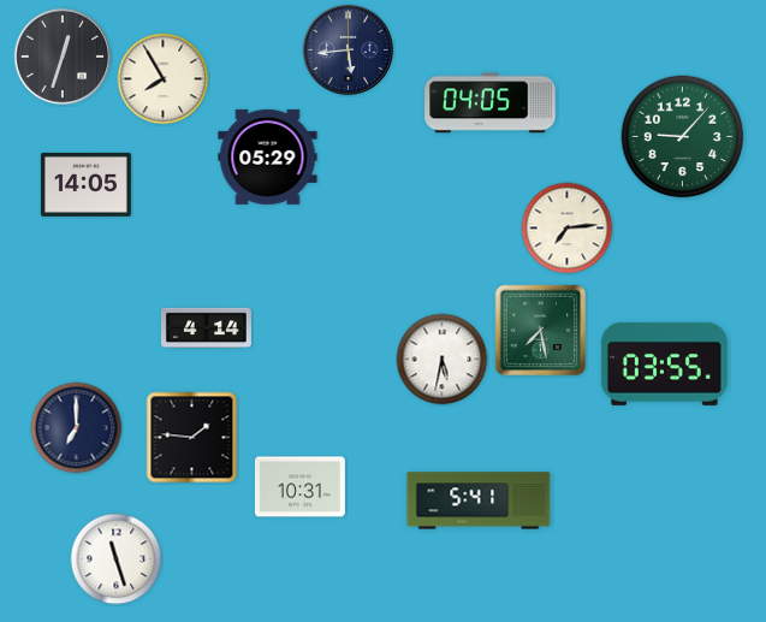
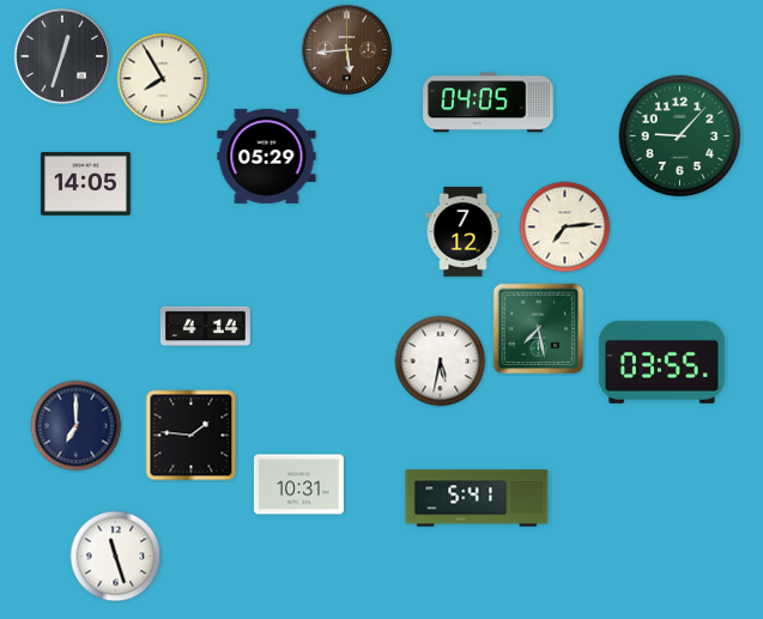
clock at (349, 51) dial: navy -> brown
clock at (464, 231): none -> 7:12
clock at (443, 360) position: (443, 360) -> (441, 362)
